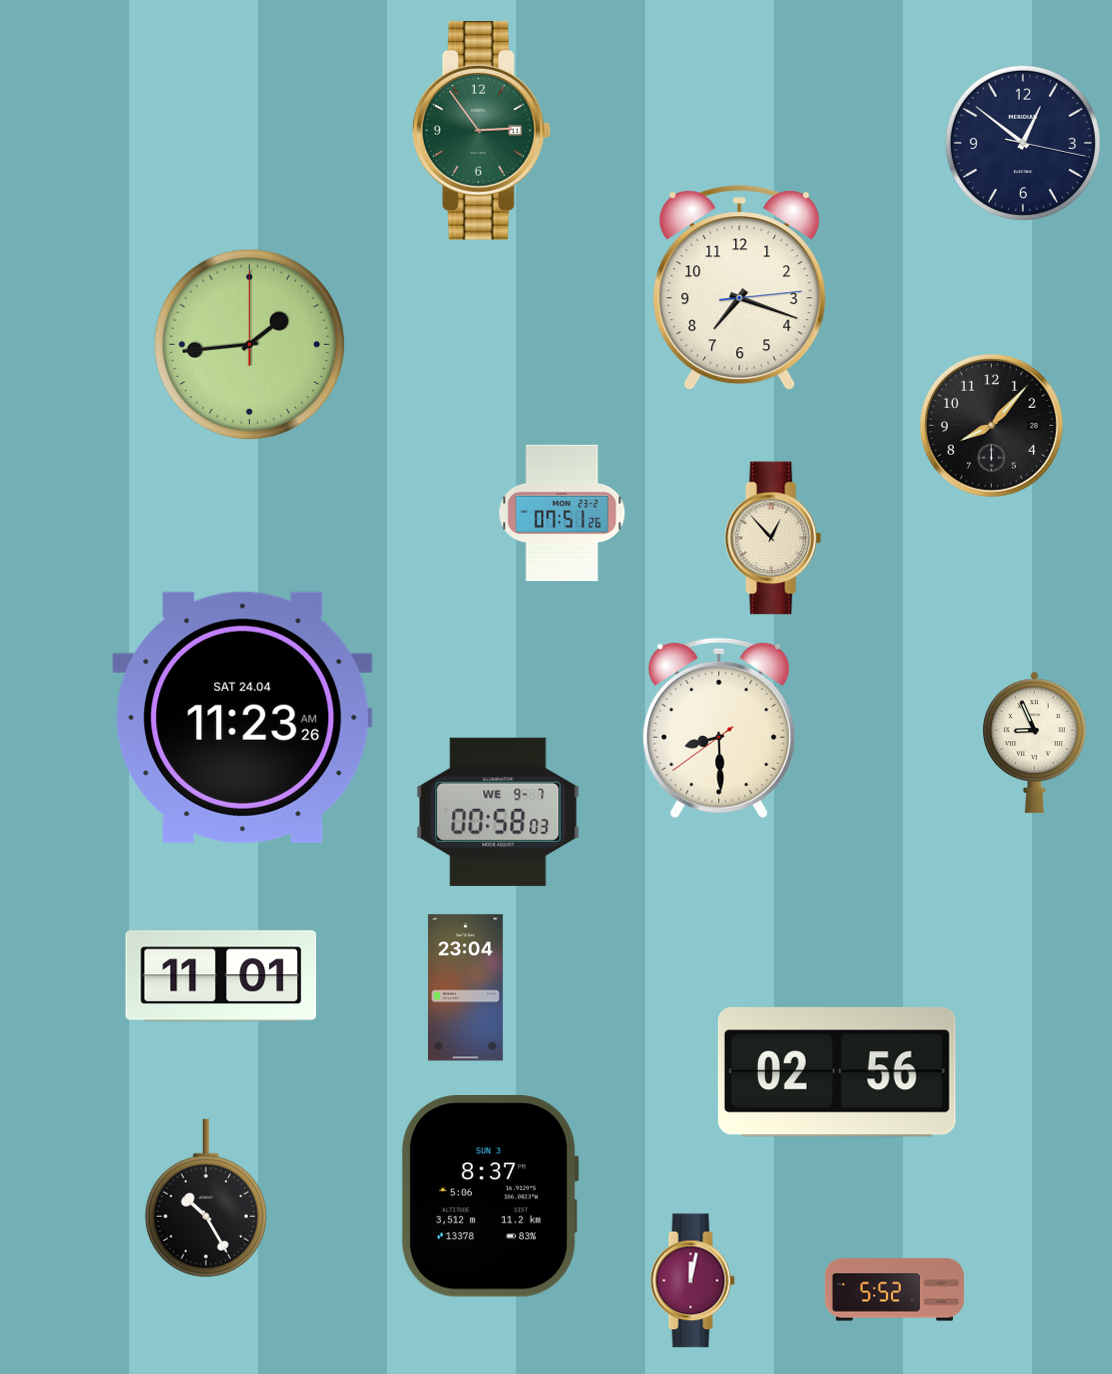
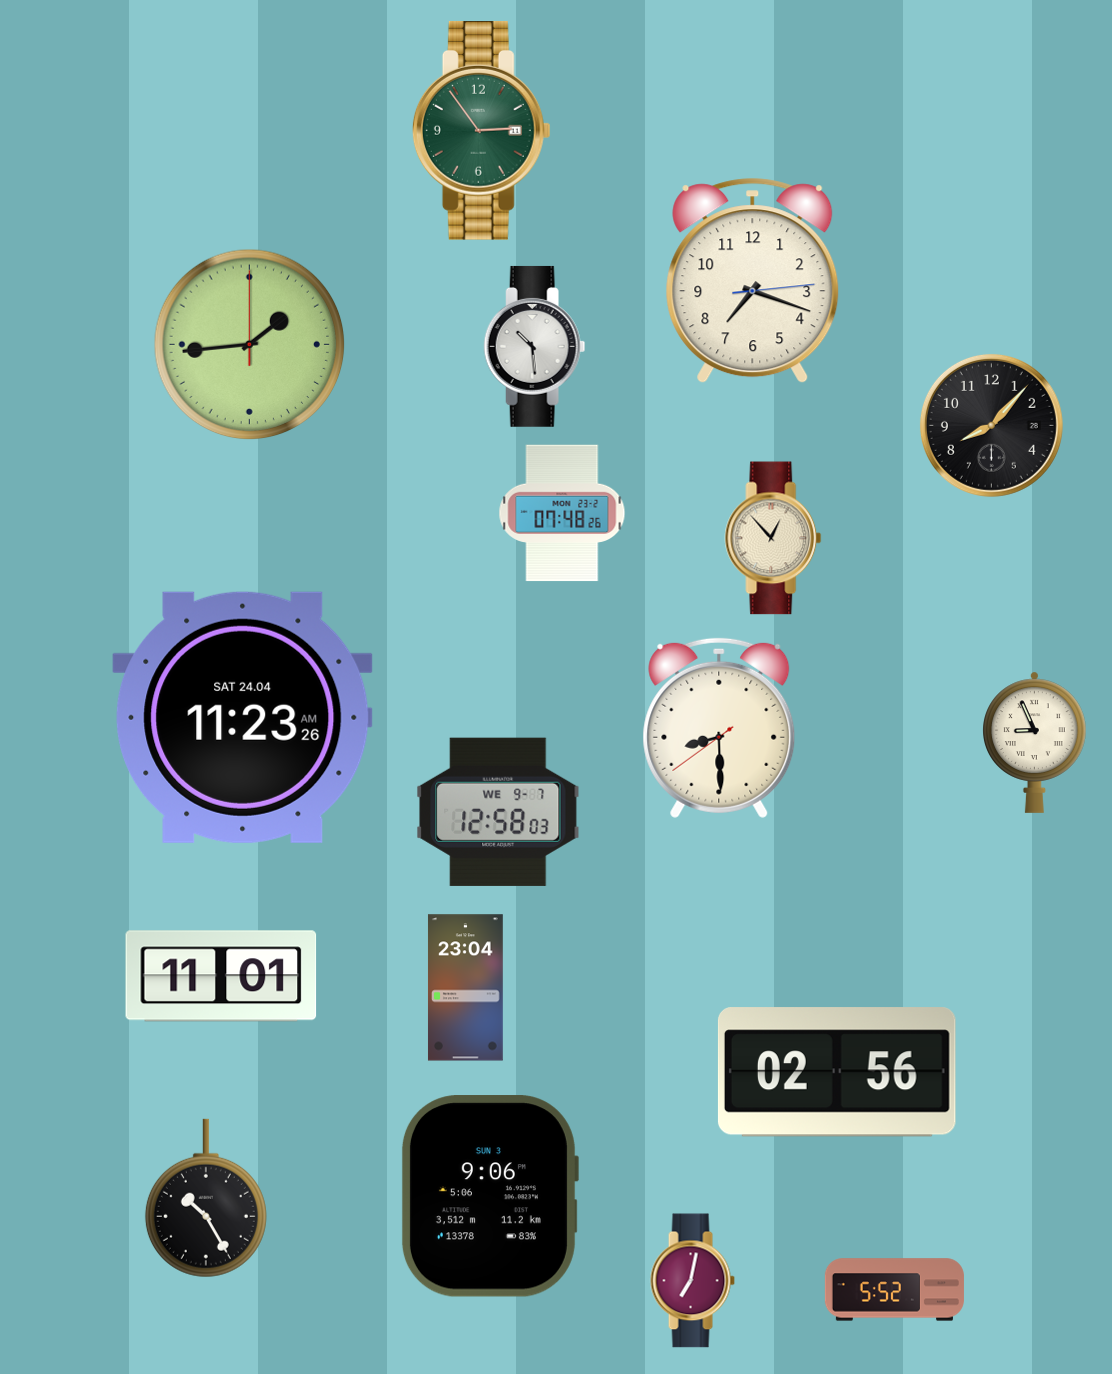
clock at (1023, 143): 12:51 -> none
clock at (740, 288) position: (740, 288) -> (753, 281)
clock at (535, 346): none -> 10:29
clock at (562, 513): 07:51 -> 07:48
clock at (498, 812): 00:58 -> 12:58
clock at (489, 1197): 8:37 -> 9:06
clock at (692, 1281): 12:02 -> 7:02
